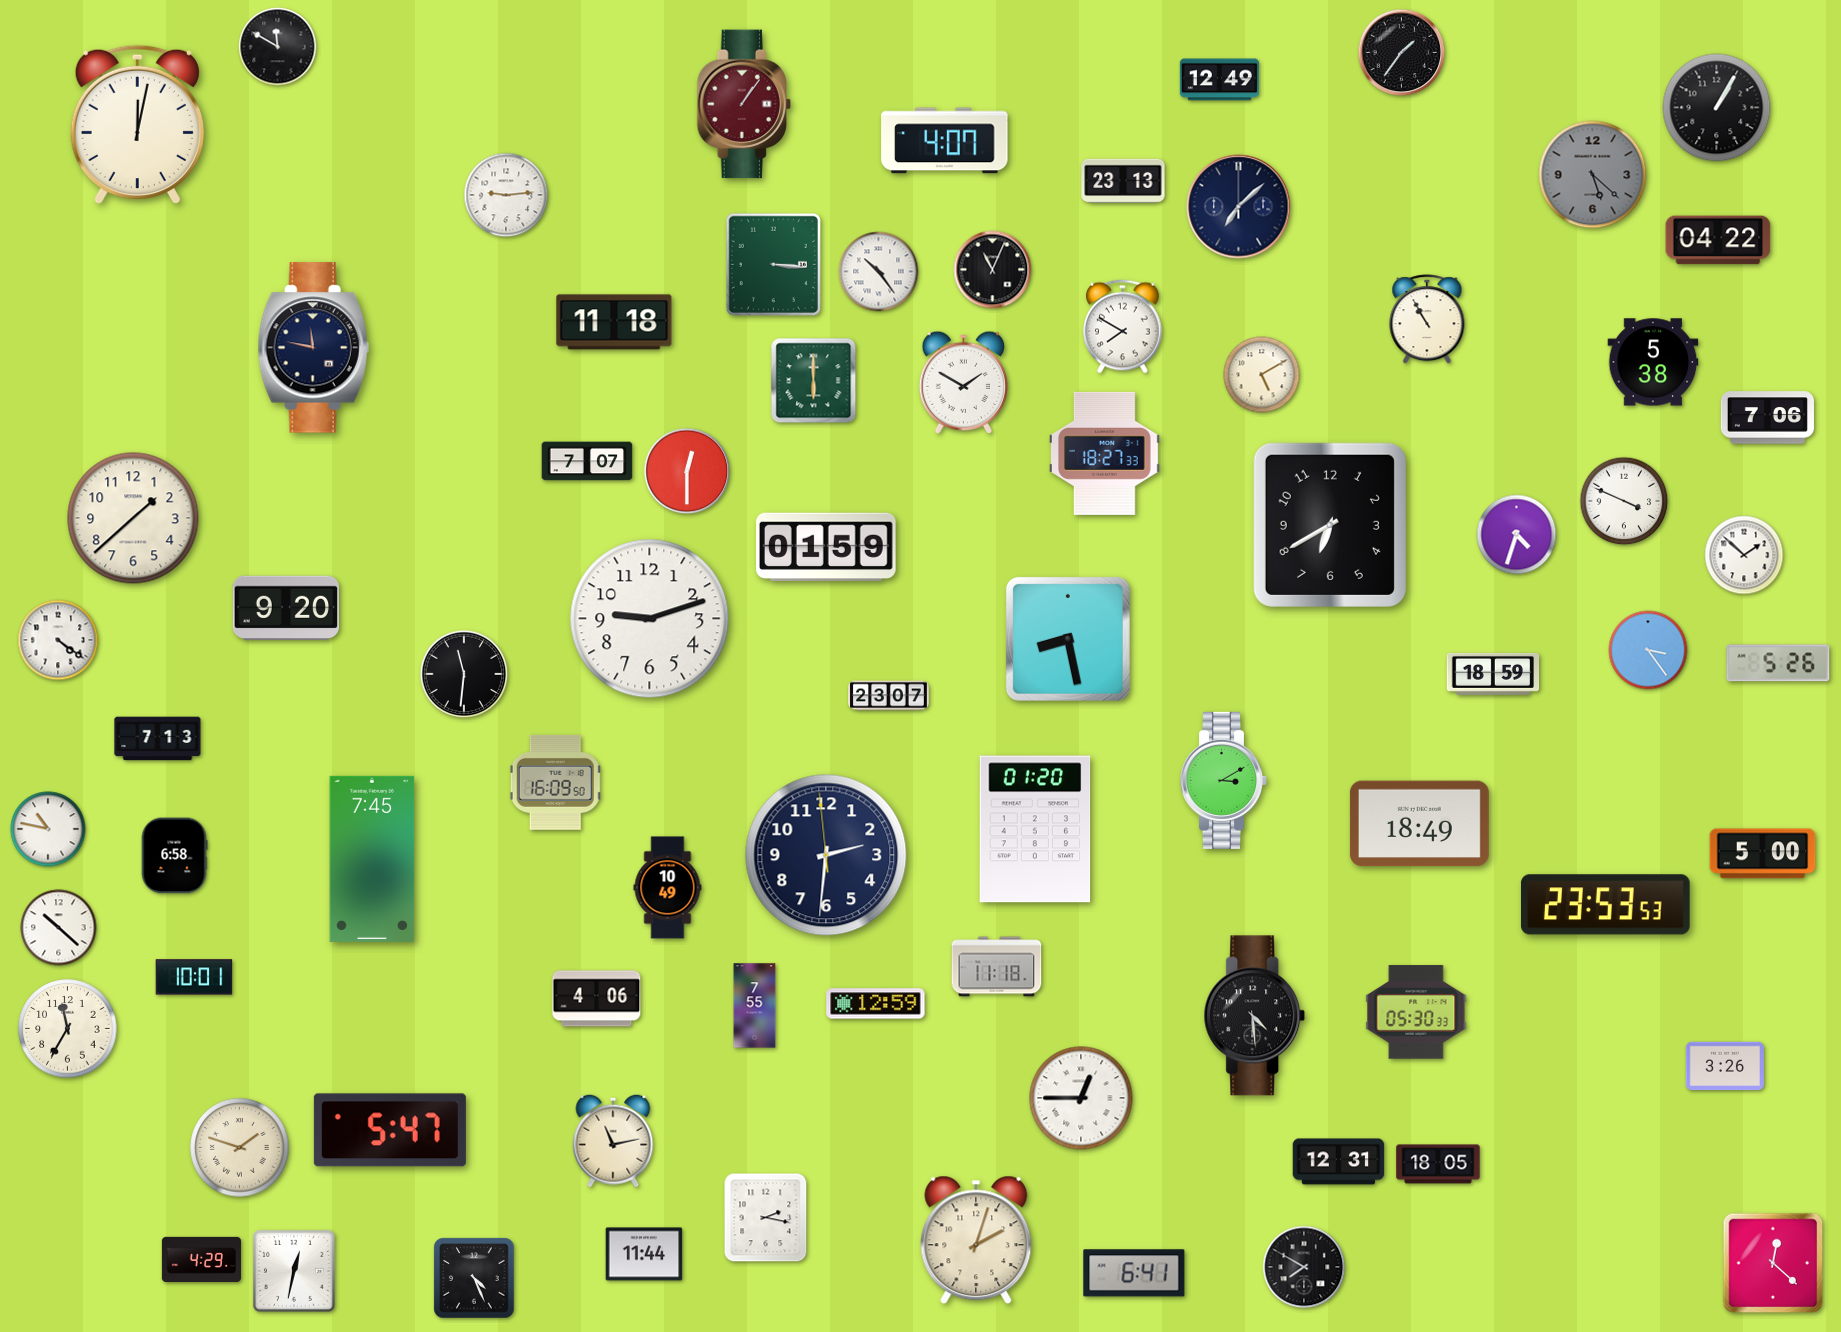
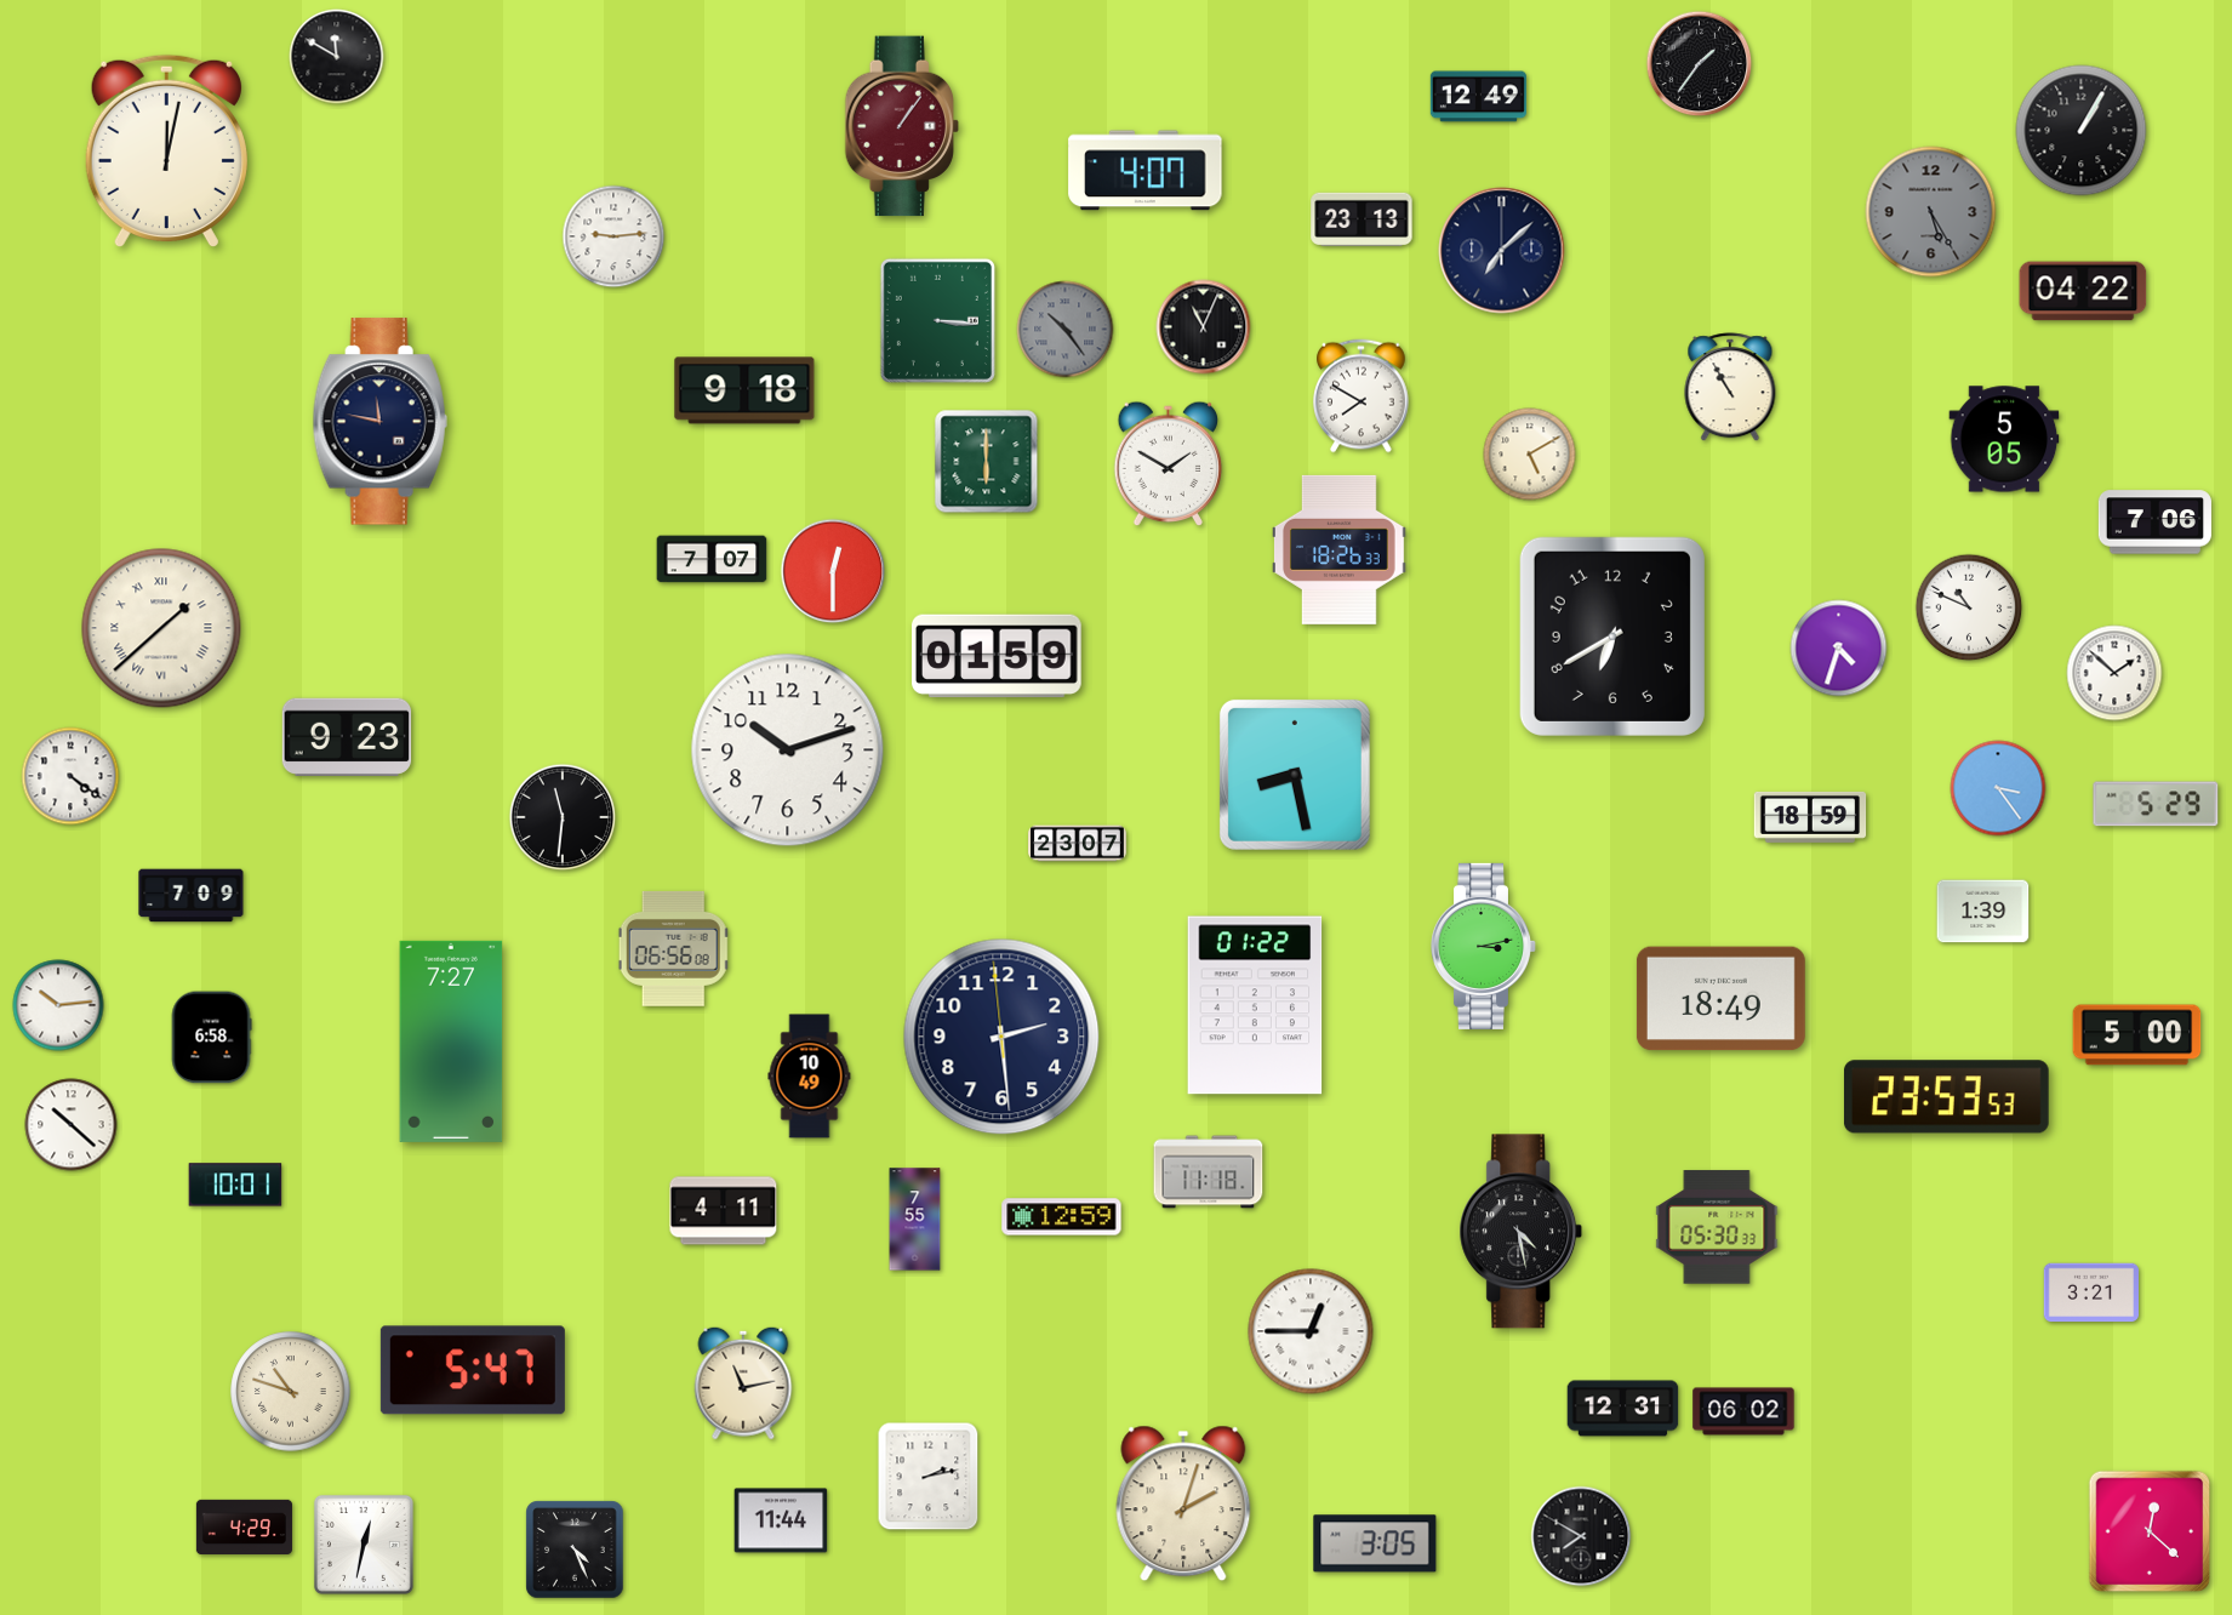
clock at (1593, 175): 5:22 -> 5:25
clock at (879, 272) dial: white -> grey
clock at (614, 322): 11:18 -> 9:18
clock at (1653, 362): 5:38 -> 5:05
clock at (1767, 418) position: (1767, 418) -> (2154, 523)
clock at (1105, 453): 18:27 -> 18:26
clock at (1624, 501): 3:49 -> 10:49
clock at (133, 518) numerals: Arabic -> Roman
clock at (827, 547) position: (827, 547) -> (998, 656)
clock at (286, 608): 9:20 -> 9:23
clock at (650, 619): 9:12 -> 10:12
clock at (1778, 663): 5:26 -> 5:29
clock at (158, 739): 7:13 -> 7:09
clock at (1983, 912): none -> 1:39
clock at (1223, 780): 3:10 -> 3:13
clock at (556, 782): 16:09 -> 06:56
clock at (48, 829): 10:47 -> 10:14
clock at (1035, 829): 01:20 -> 01:22
clock at (826, 855): 2:30 -> 2:28
clock at (372, 859): 7:45 -> 7:27
clock at (597, 999): 4:06 -> 4:11
clock at (1255, 1016): 4:29 -> 4:28
clock at (68, 1029): 11:35 -> none
clock at (1725, 1066): 3:26 -> 3:21
clock at (240, 1148): 1:48 -> 10:48
clock at (1438, 1164): 18:05 -> 06:02
clock at (766, 1218): 2:17 -> 2:13
clock at (294, 1271) position: (294, 1271) -> (364, 1545)
clock at (1134, 1273): 6:41 -> 3:05
